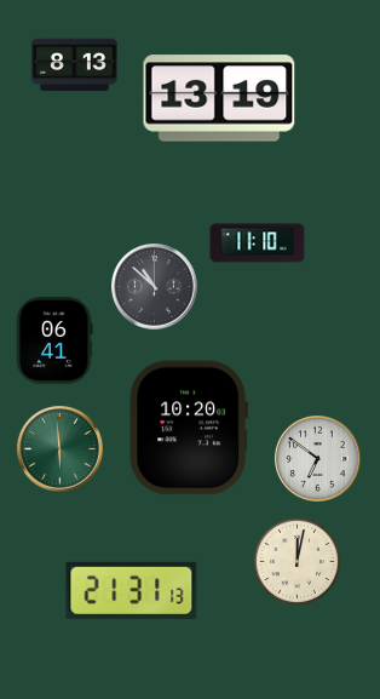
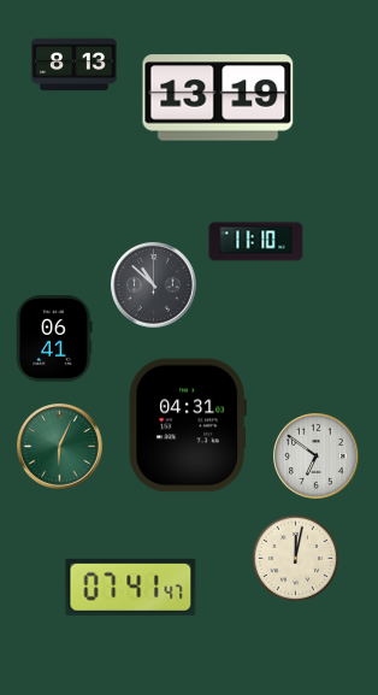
clock at (189, 428): 10:20 -> 04:31
clock at (61, 449): 5:59 -> 6:04
clock at (132, 590): 21:31 -> 07:41
